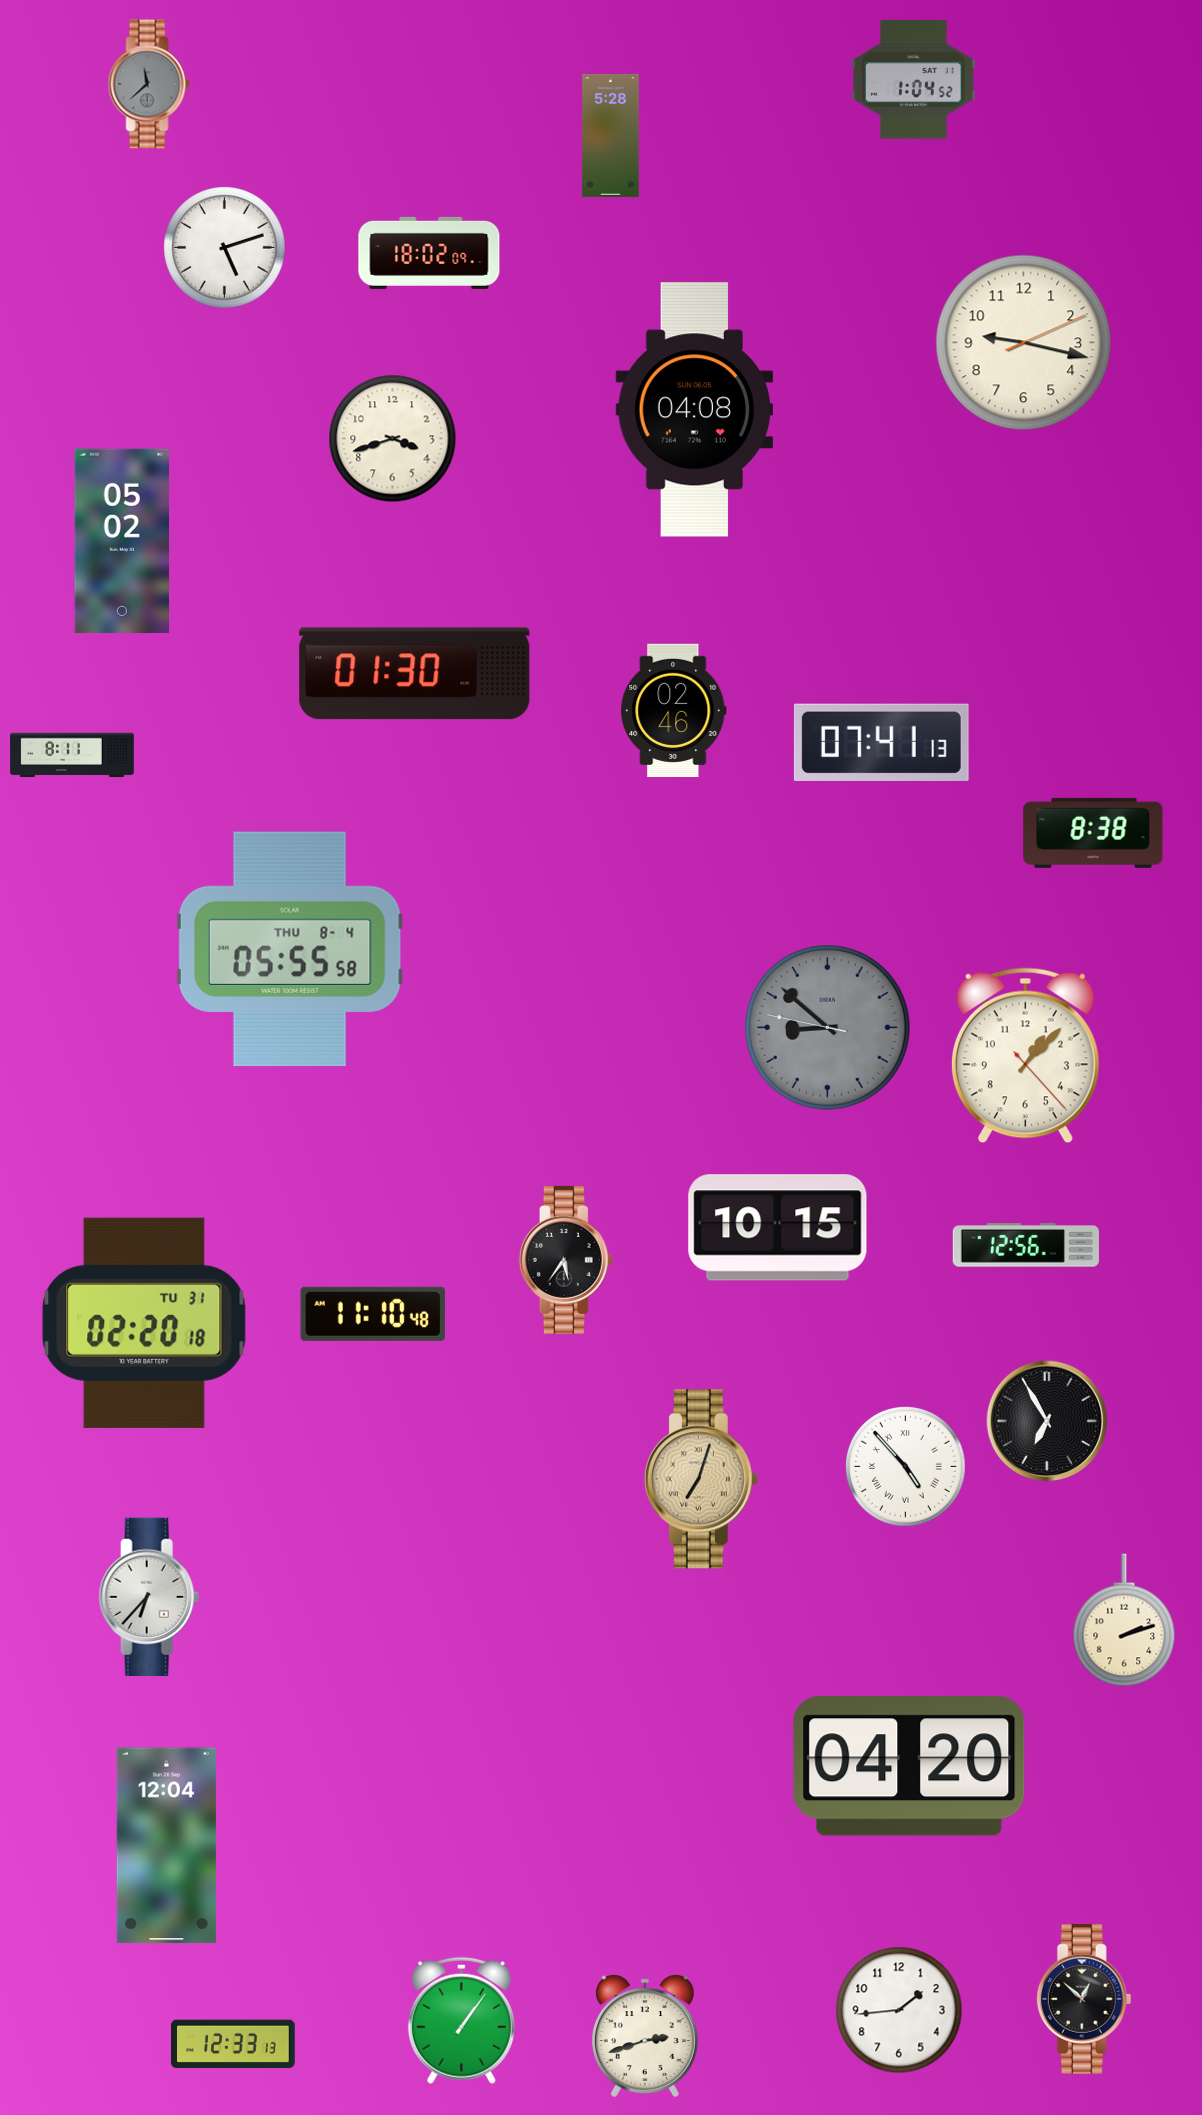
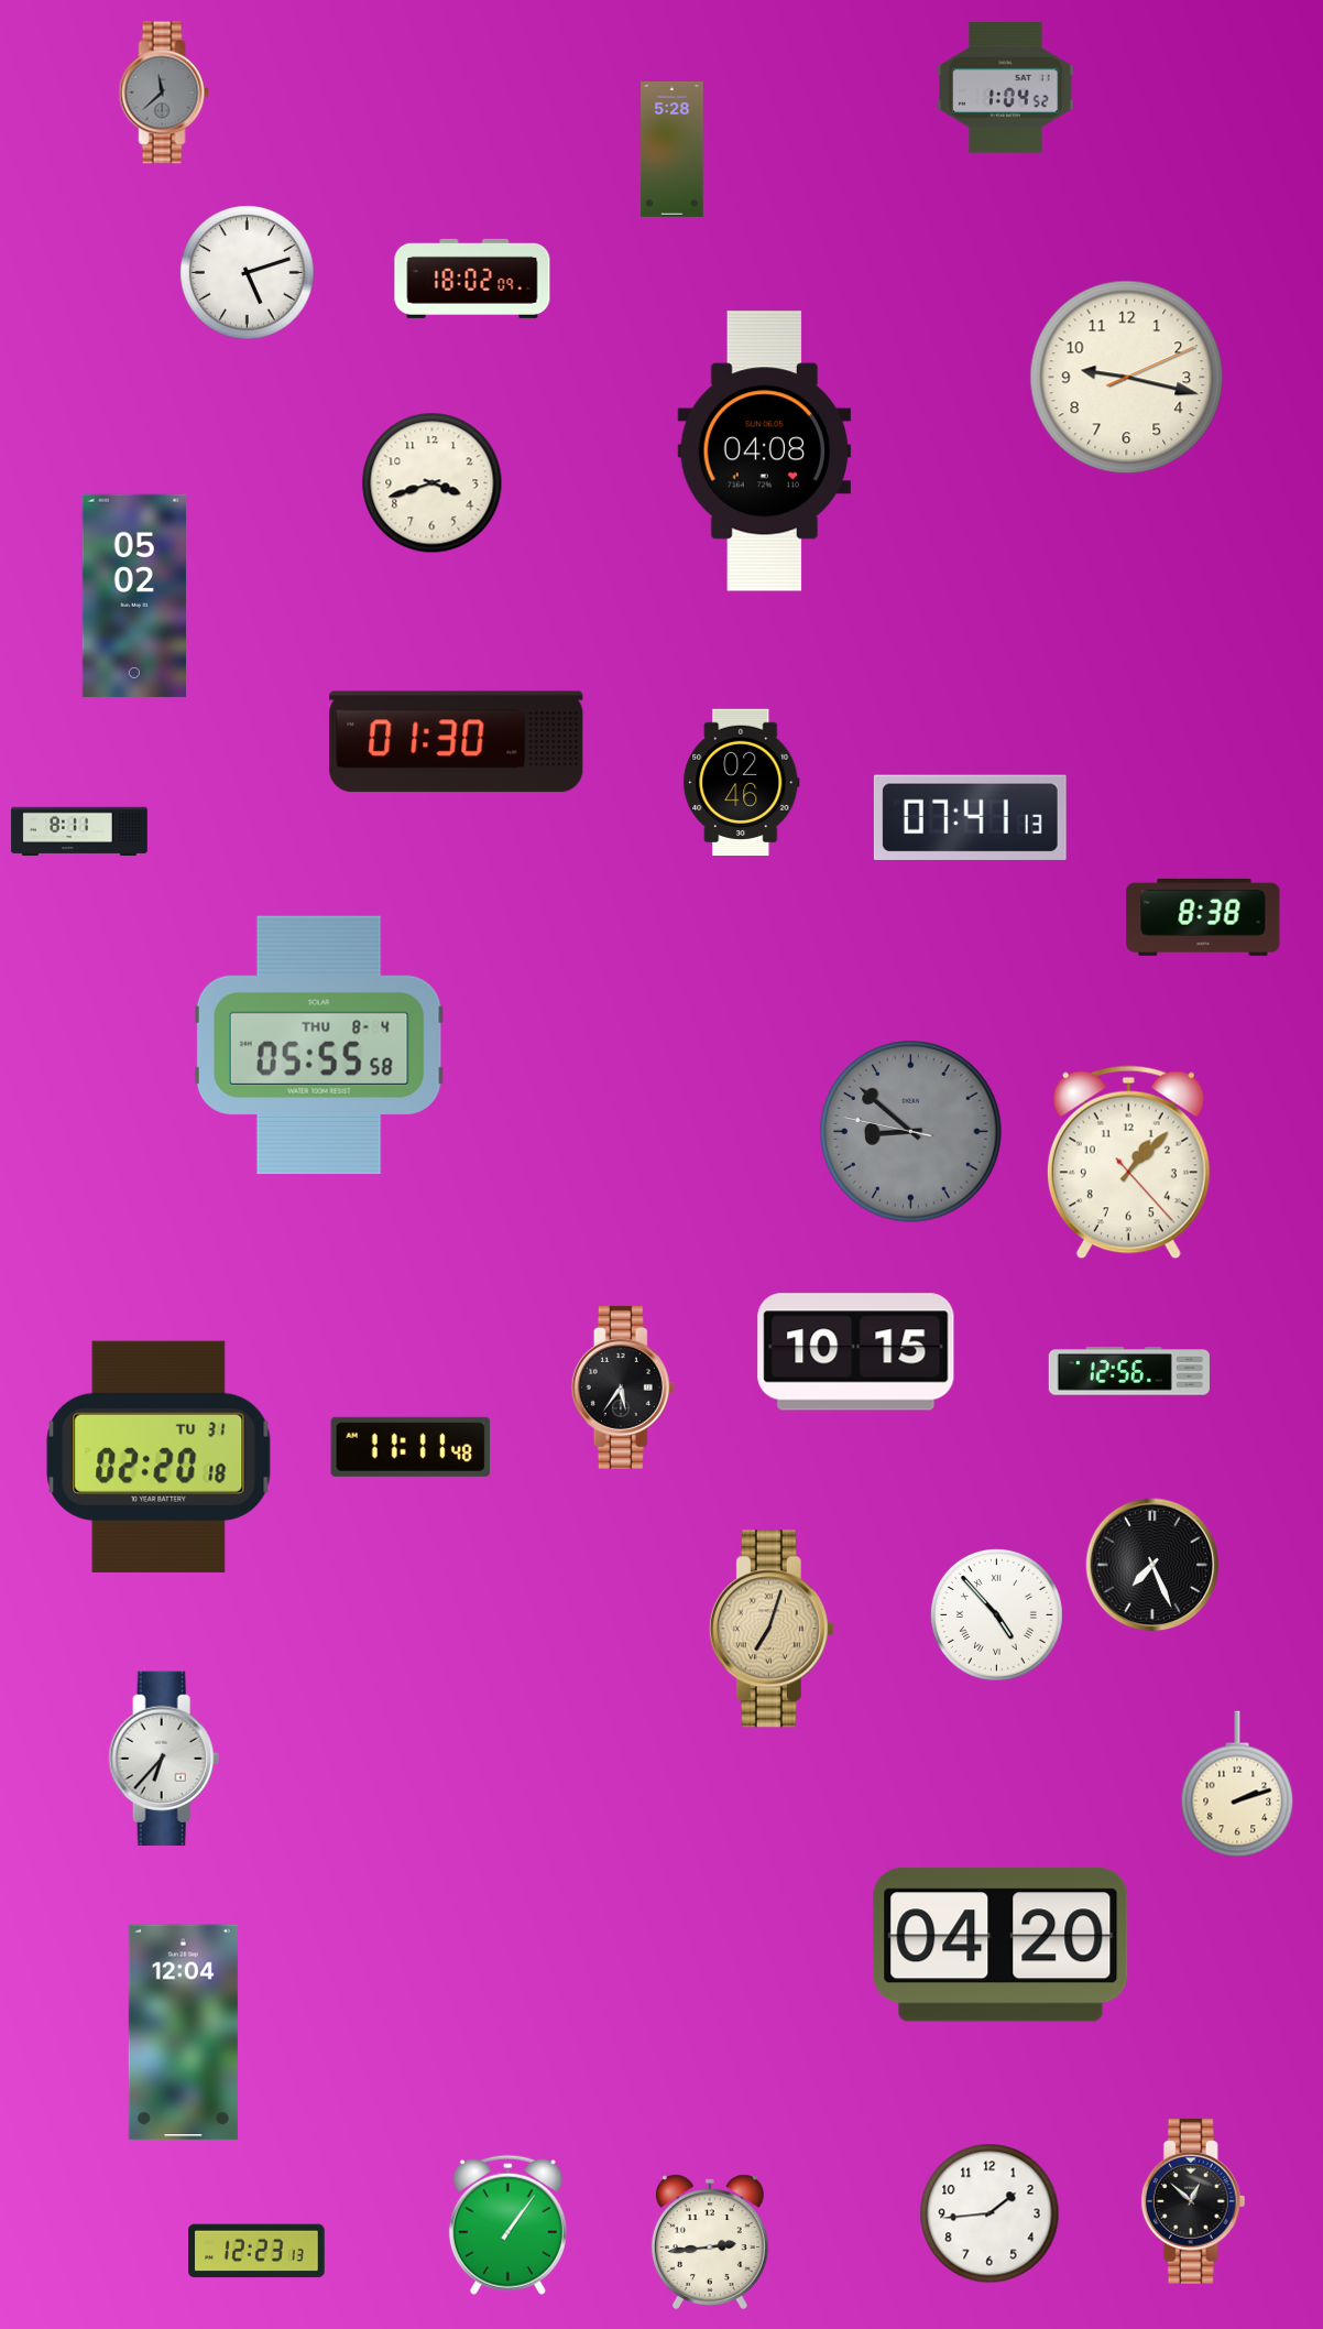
clock at (373, 1314): 11:10 -> 11:11
clock at (1047, 1421): 6:55 -> 7:26
clock at (645, 2036): 2:42 -> 2:44
clock at (234, 2044): 12:33 -> 12:23
